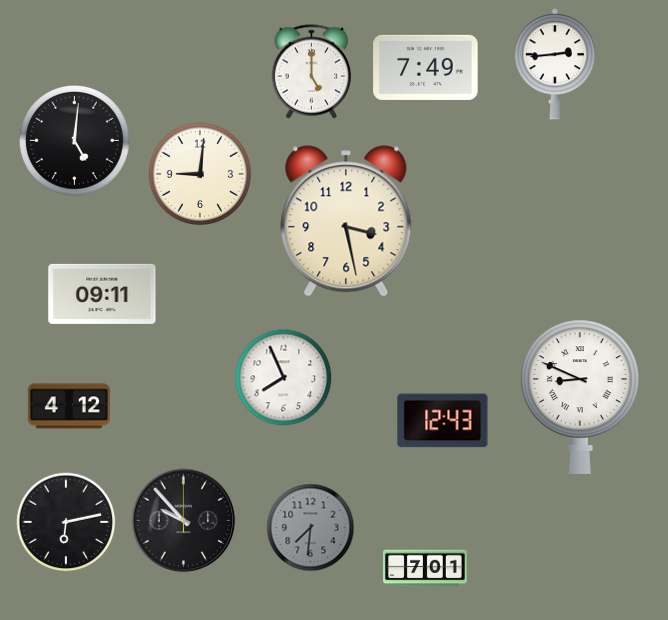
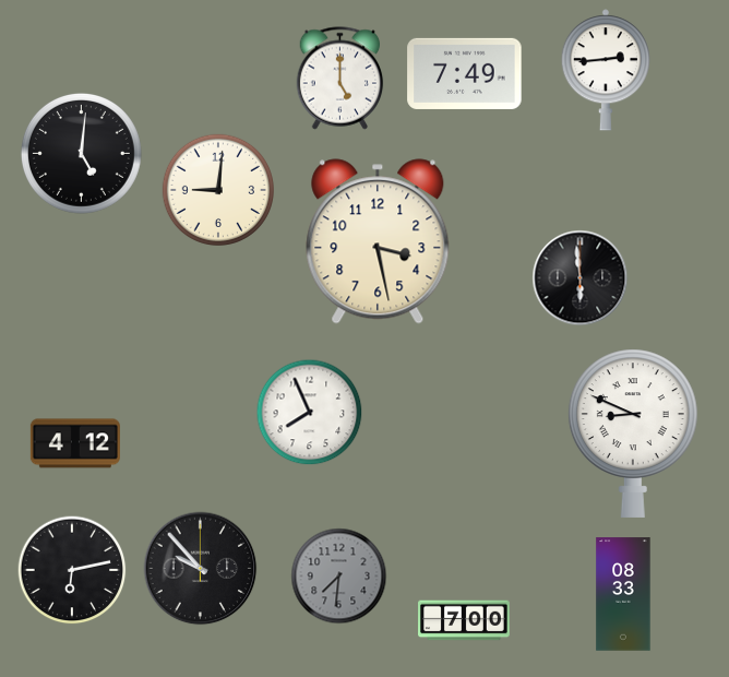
clock at (581, 278): none -> 5:59
clock at (102, 294): 09:11 -> none
clock at (443, 421): 12:43 -> none
clock at (623, 594): none -> 08:33
clock at (426, 568): 7:01 -> 7:00
